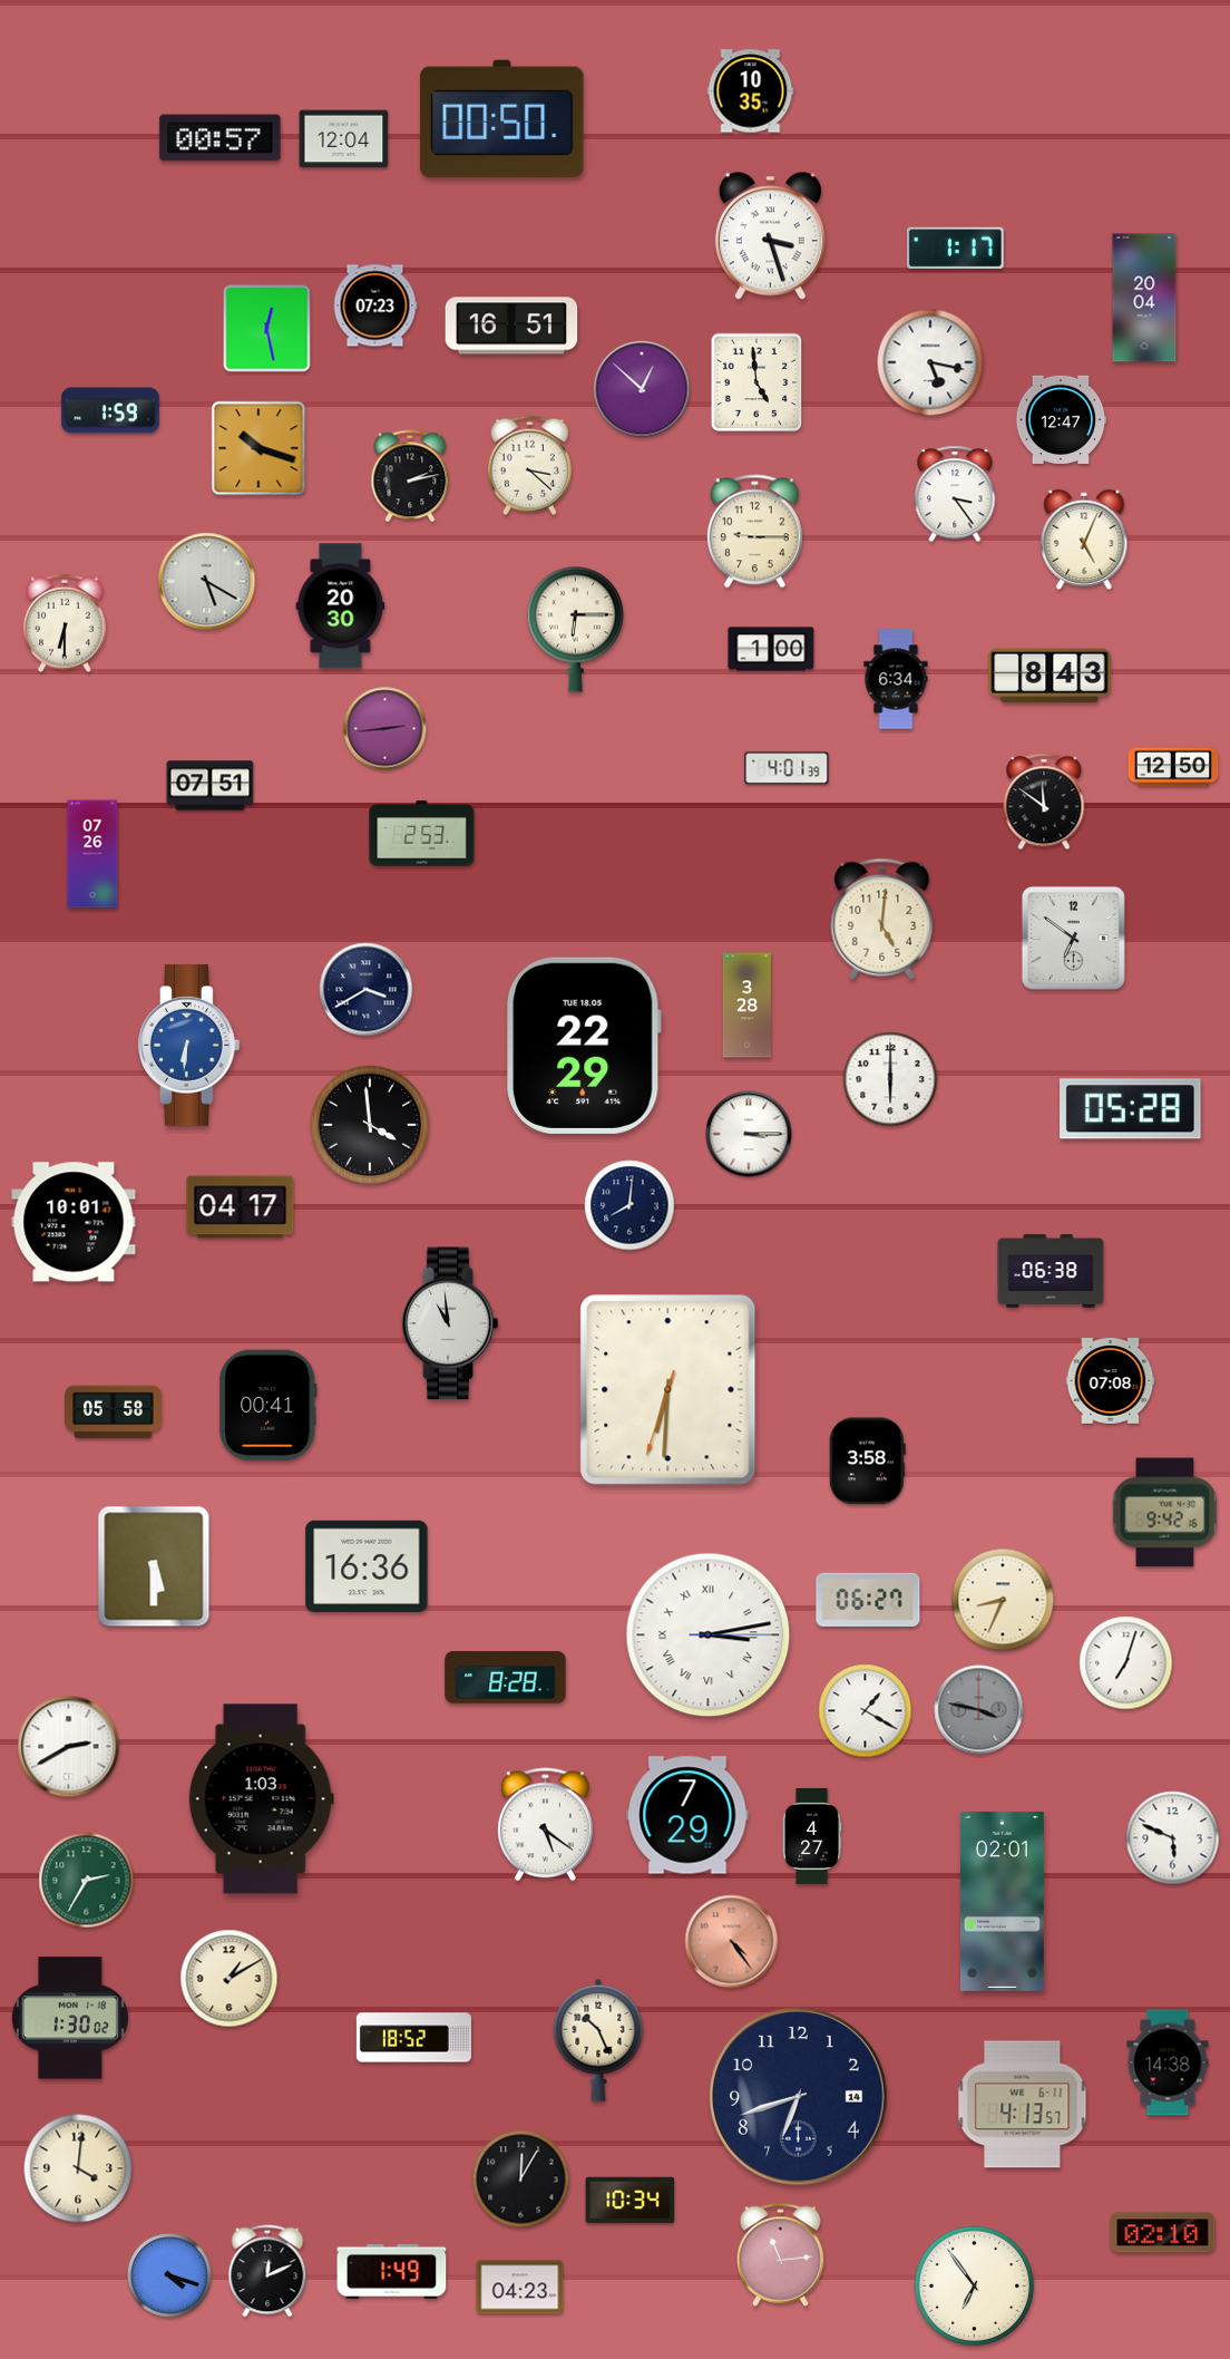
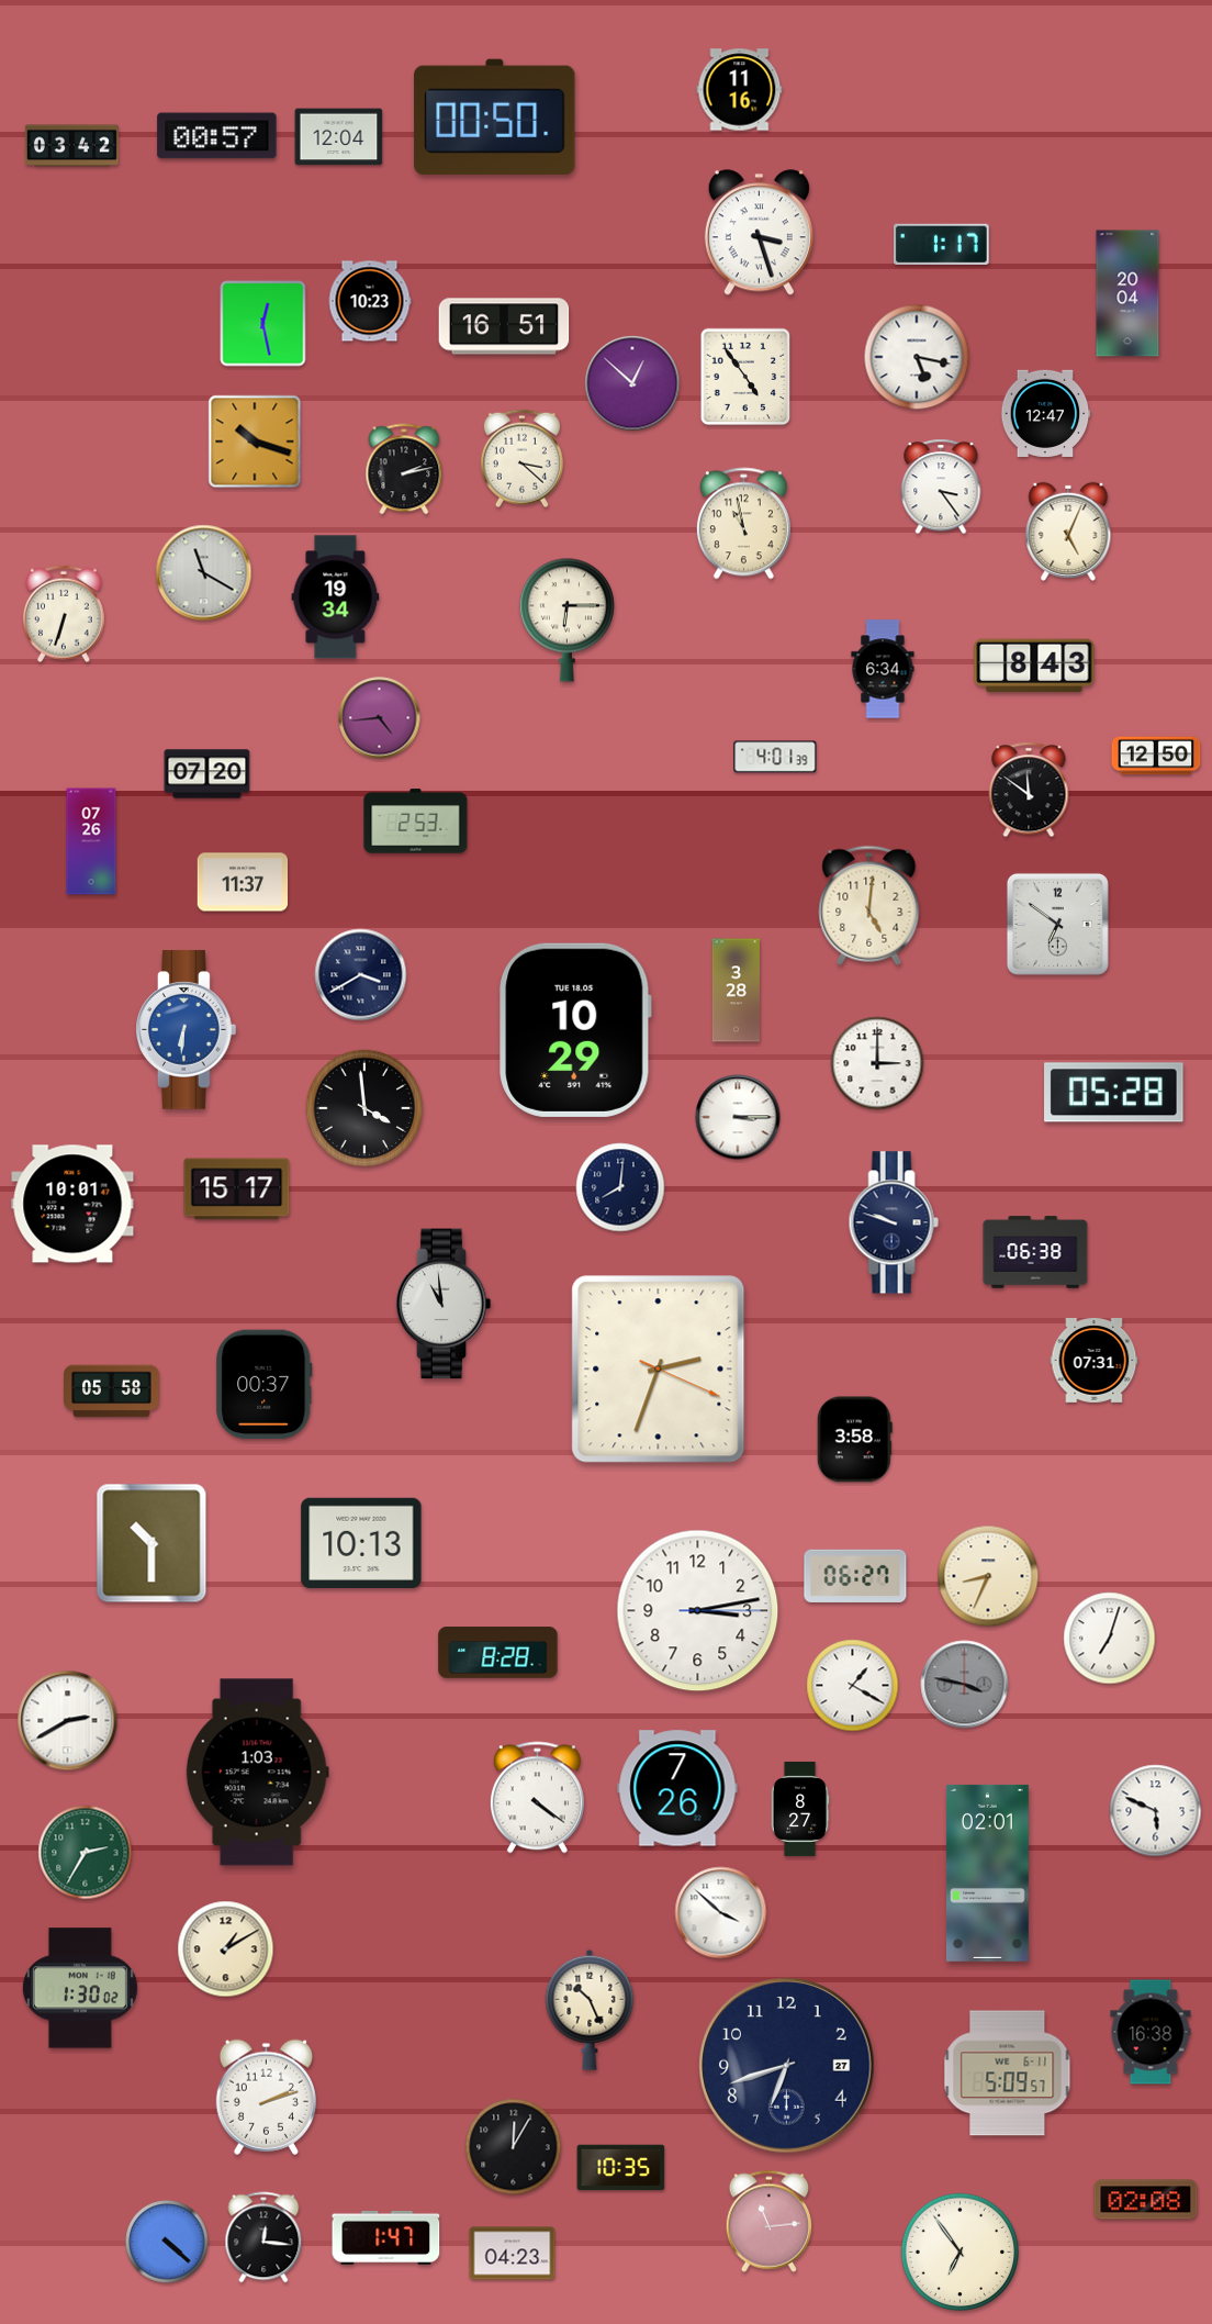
clock at (751, 91): 10:35 -> 11:16
clock at (71, 146): none -> 03:42
clock at (375, 305): 07:23 -> 10:23
clock at (511, 326) position: (511, 326) -> (504, 326)
clock at (756, 382): 4:59 -> 4:54
clock at (110, 410): 1:59 -> none
clock at (754, 532): 9:15 -> 10:58
clock at (207, 582): 5:20 -> 11:20
clock at (341, 606): 20:30 -> 19:34
clock at (66, 623): 6:30 -> 6:33
clock at (771, 649): 1:00 -> none
clock at (385, 729): 2:44 -> 4:44
clock at (211, 786): 07:51 -> 07:20
clock at (243, 882): none -> 11:37
clock at (584, 1046): 22:29 -> 10:29
clock at (890, 1079): 6:00 -> 3:00
clock at (241, 1207): 04:17 -> 15:17
clock at (894, 1222): none -> 9:48
clock at (1111, 1381): 07:08 -> 07:31
clock at (668, 1390): 6:30 -> 2:33
clock at (269, 1406): 00:41 -> 00:37
clock at (1165, 1513): 9:42 -> none
clock at (154, 1566): 5:30 -> 10:30
clock at (367, 1566): 16:36 -> 10:13
clock at (709, 1635) numerals: Roman -> Arabic
clock at (687, 1815): 7:29 -> 7:26
clock at (545, 1825): 5:21 -> 4:21
clock at (812, 1836): 4:27 -> 8:27
clock at (732, 1942): 4:24 -> 3:52
clock at (732, 1942) dial: salmon -> white
clock at (70, 2018) position: (70, 2018) -> (80, 1988)
clock at (413, 2038): 18:52 -> none
clock at (1168, 2062): 14:38 -> 16:38
clock at (799, 2097) date: 14 -> 27
clock at (1023, 2105): 4:13 -> 5:09
clock at (266, 2097): none -> 2:12
clock at (78, 2168): 4:01 -> none
clock at (631, 2201): 10:34 -> 10:35
clock at (1163, 2233): 02:10 -> 02:08
clock at (267, 2271): 12:11 -> 12:16
clock at (392, 2271): 1:49 -> 1:47
clock at (169, 2275): 4:18 -> 4:22
